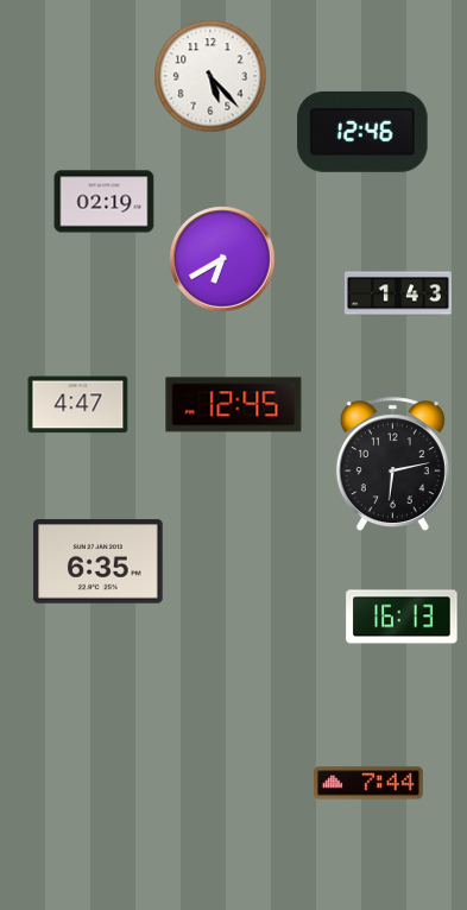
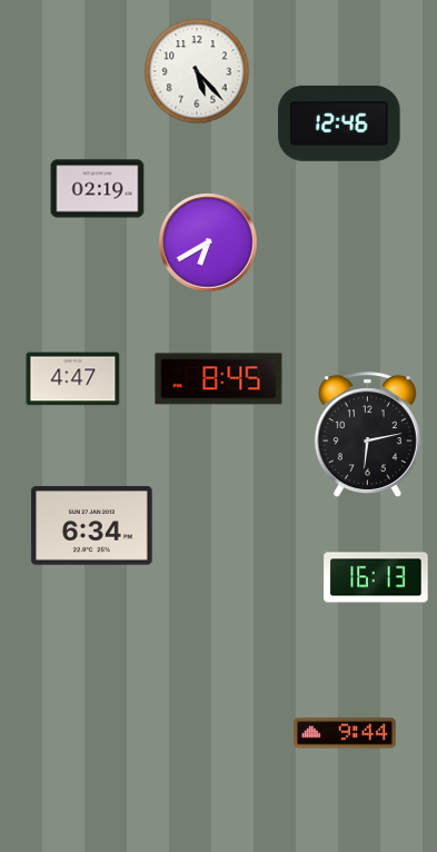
clock at (398, 293): 1:43 -> none
clock at (234, 405): 12:45 -> 8:45
clock at (99, 562): 6:35 -> 6:34
clock at (368, 783): 7:44 -> 9:44
